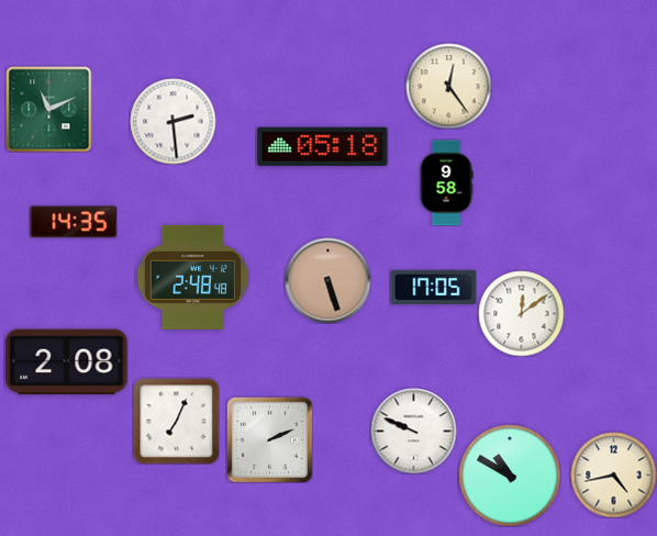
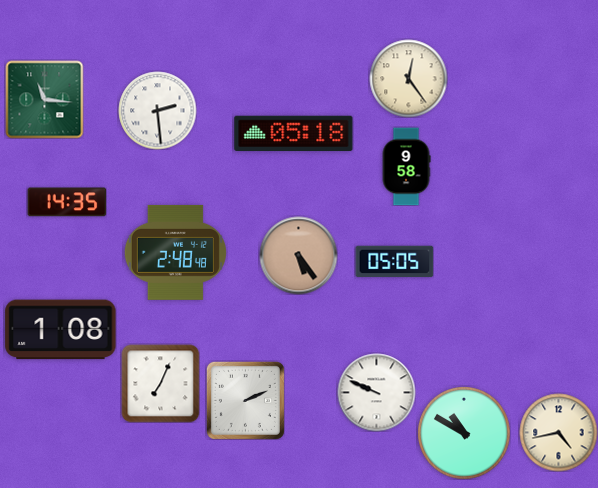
clock at (48, 109): 11:11 -> 11:16
clock at (327, 280): 5:27 -> 5:24
clock at (433, 288): 17:05 -> 05:05
clock at (521, 313): 12:09 -> none
clock at (67, 362): 2:08 -> 1:08
